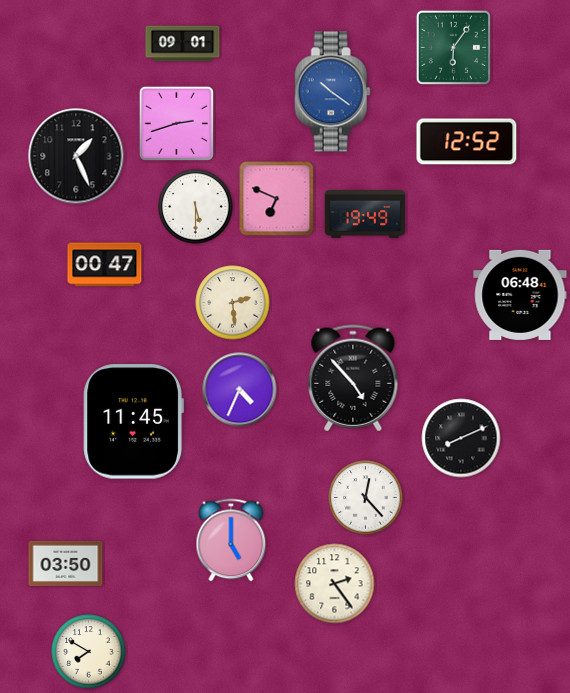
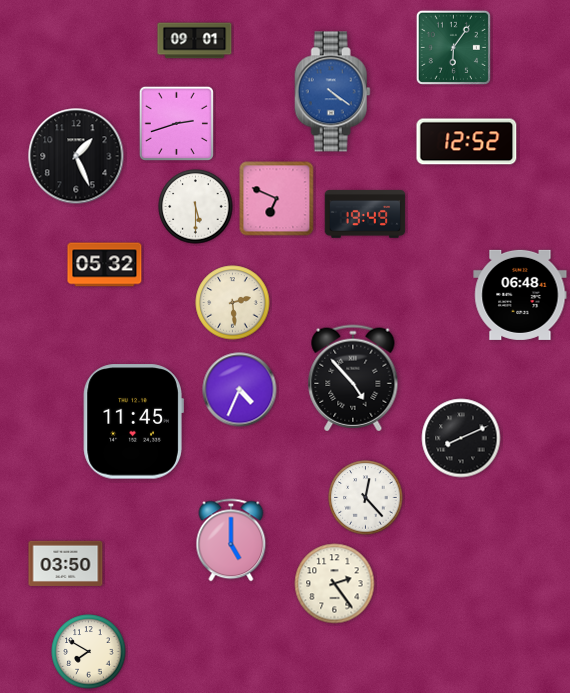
clock at (183, 44) position: (183, 44) -> (195, 41)
clock at (332, 92): 10:21 -> 4:21
clock at (105, 265): 00:47 -> 05:32
